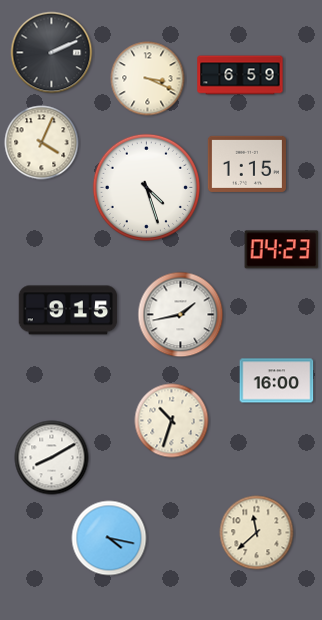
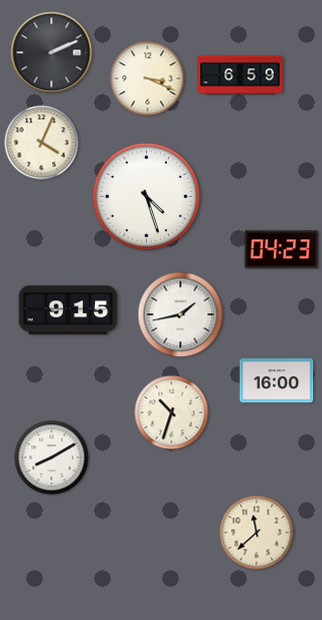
clock at (247, 164): 1:15 -> none
clock at (146, 187) position: (146, 187) -> (146, 196)
clock at (172, 421) position: (172, 421) -> (172, 413)
clock at (109, 538): 4:17 -> none
